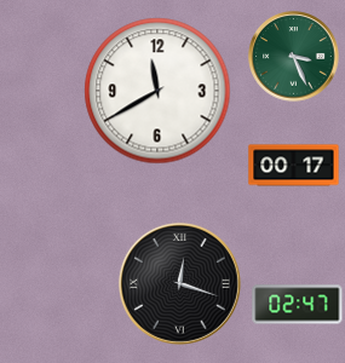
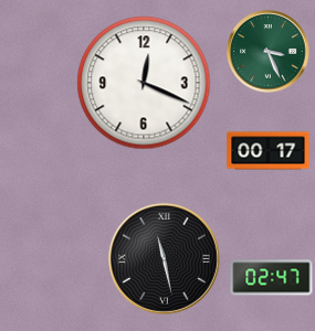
clock at (157, 91): 11:40 -> 12:19
clock at (179, 283): 12:18 -> 11:28
